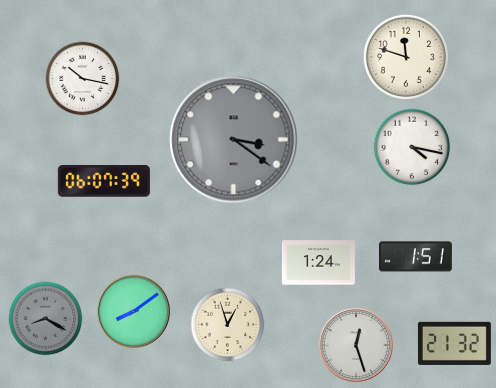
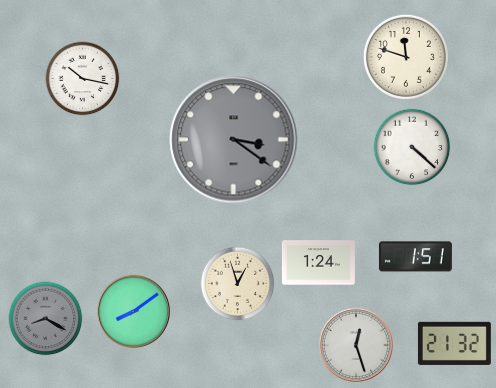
clock at (412, 147): 4:17 -> 4:22
clock at (104, 181): 06:07 -> none
clock at (228, 325) position: (228, 325) -> (238, 284)
